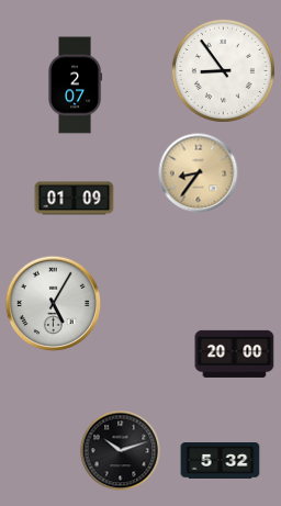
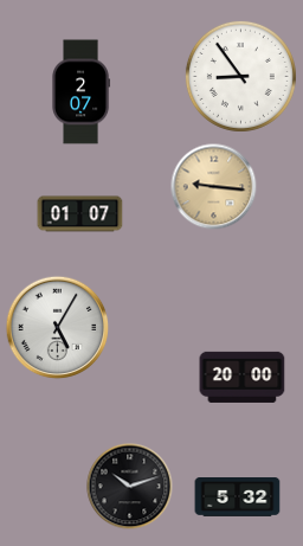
clock at (199, 173): 8:36 -> 9:16
clock at (75, 199): 01:09 -> 01:07
clock at (235, 353) position: (235, 353) -> (243, 377)
